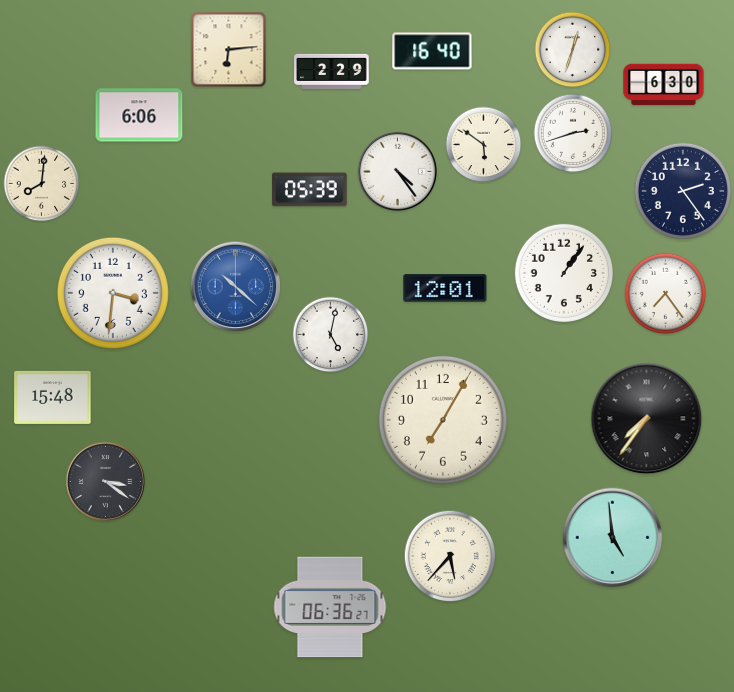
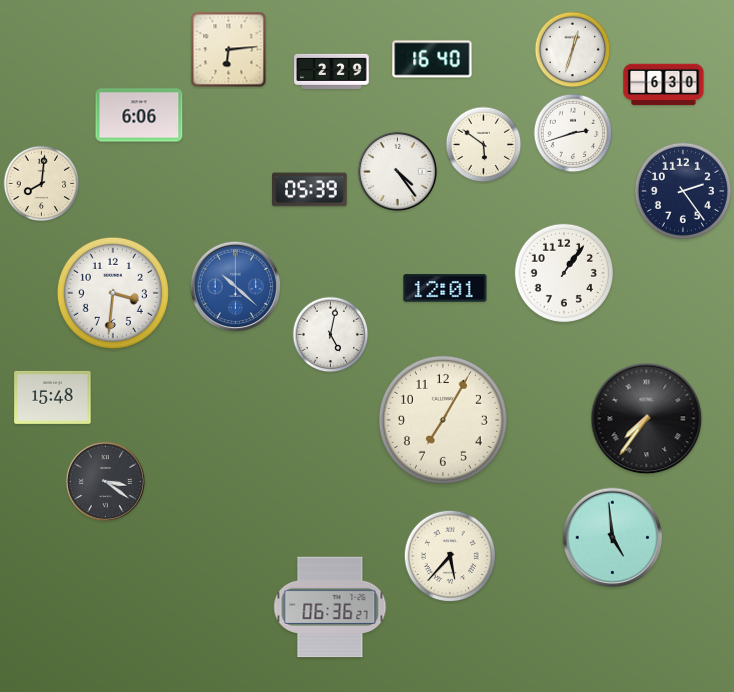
clock at (432, 51) position: (432, 51) -> (432, 59)
clock at (666, 294): 7:24 -> none
